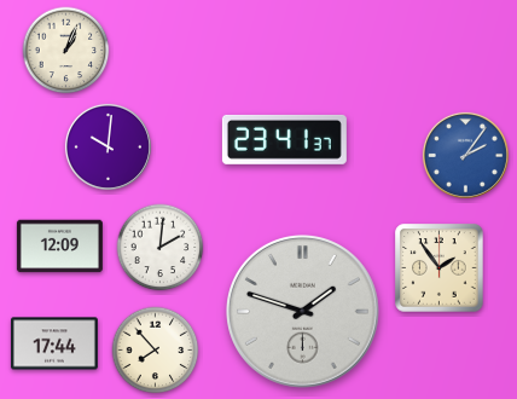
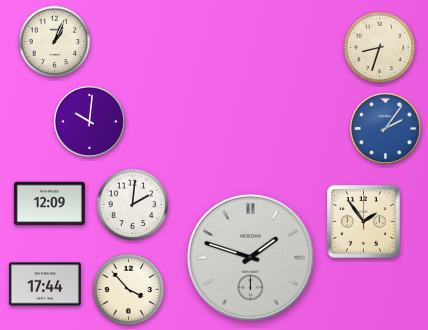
clock at (380, 48): none -> 8:33
clock at (284, 139): 23:41 -> none
clock at (156, 351): 7:53 -> 3:53
